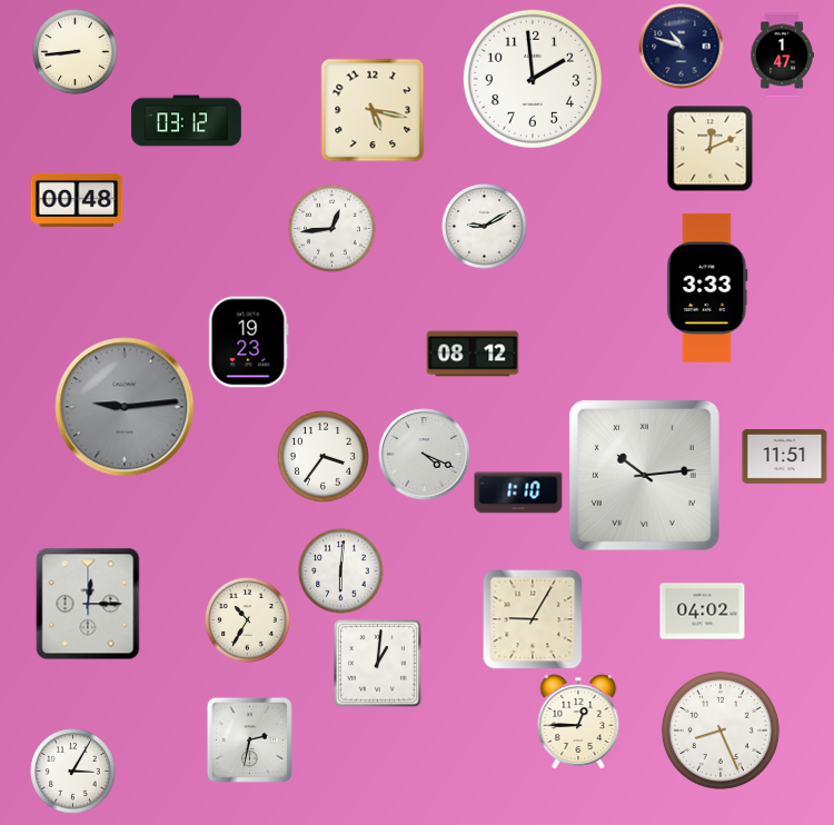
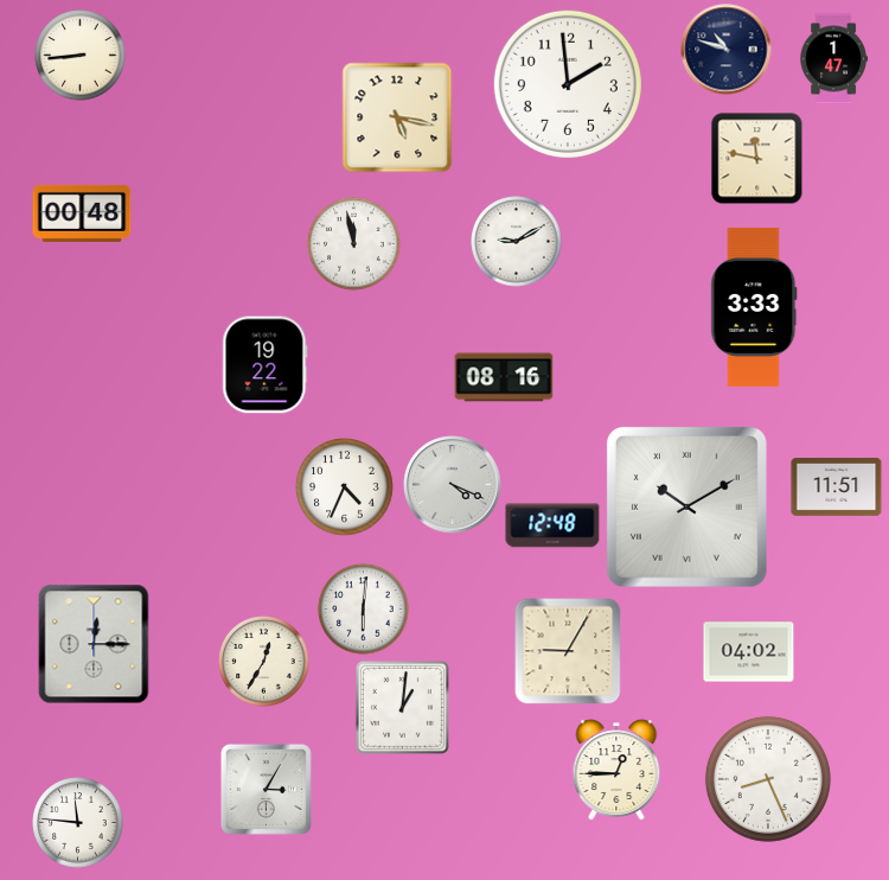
clock at (187, 121): 03:12 -> none
clock at (711, 149): 12:11 -> 11:47
clock at (332, 229): 12:44 -> 11:58
clock at (249, 342): 19:23 -> 19:22
clock at (473, 354): 08:12 -> 08:16
clock at (125, 407): 9:14 -> none
clock at (324, 457): 3:36 -> 4:34
clock at (644, 475): 10:14 -> 10:10
clock at (518, 493): 1:10 -> 12:48
clock at (533, 619) position: (533, 619) -> (568, 651)
clock at (248, 620): 10:35 -> 12:35
clock at (249, 739): 2:32 -> 3:05
clock at (73, 772): 3:05 -> 11:46
